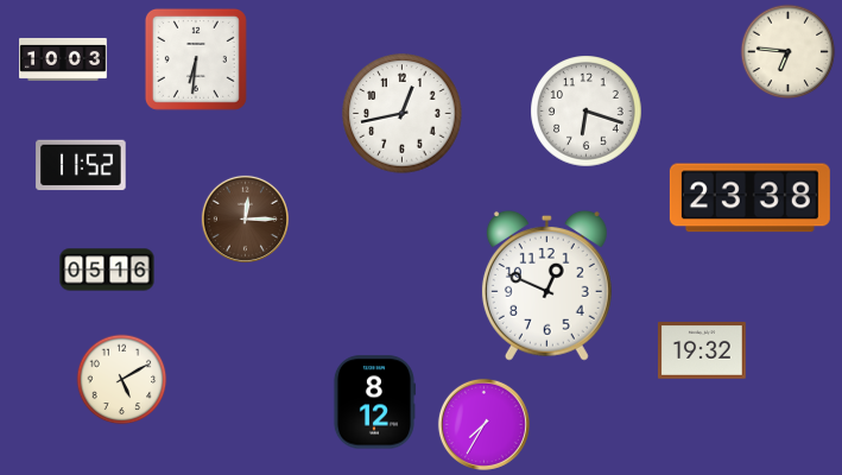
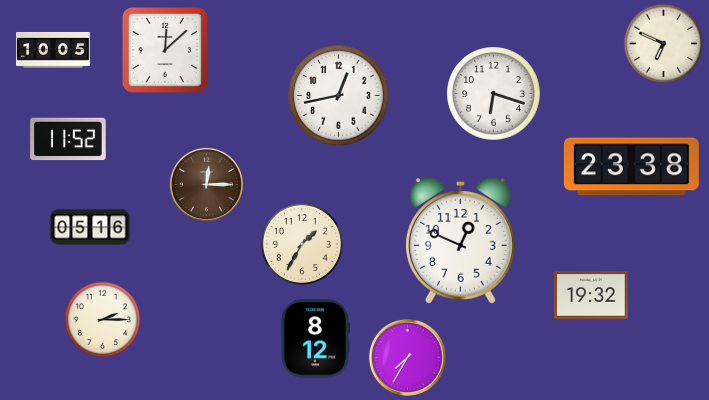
clock at (789, 52): 6:46 -> 6:49
clock at (64, 59): 10:03 -> 10:05
clock at (196, 59): 6:31 -> 12:08
clock at (301, 243): none -> 1:35
clock at (122, 380): 5:10 -> 2:15
